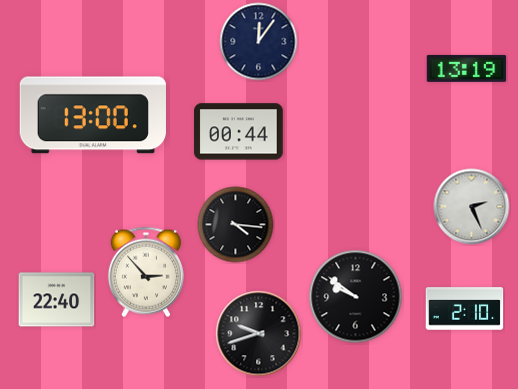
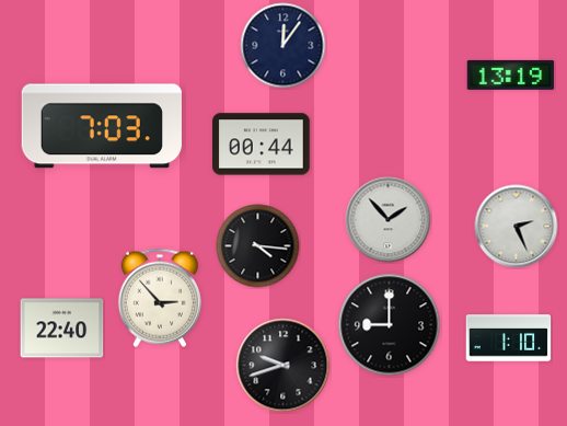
clock at (93, 115): 13:00 -> 7:03
clock at (389, 220): none -> 1:53
clock at (356, 297): 9:51 -> 9:00
clock at (465, 309): 2:10 -> 1:10
